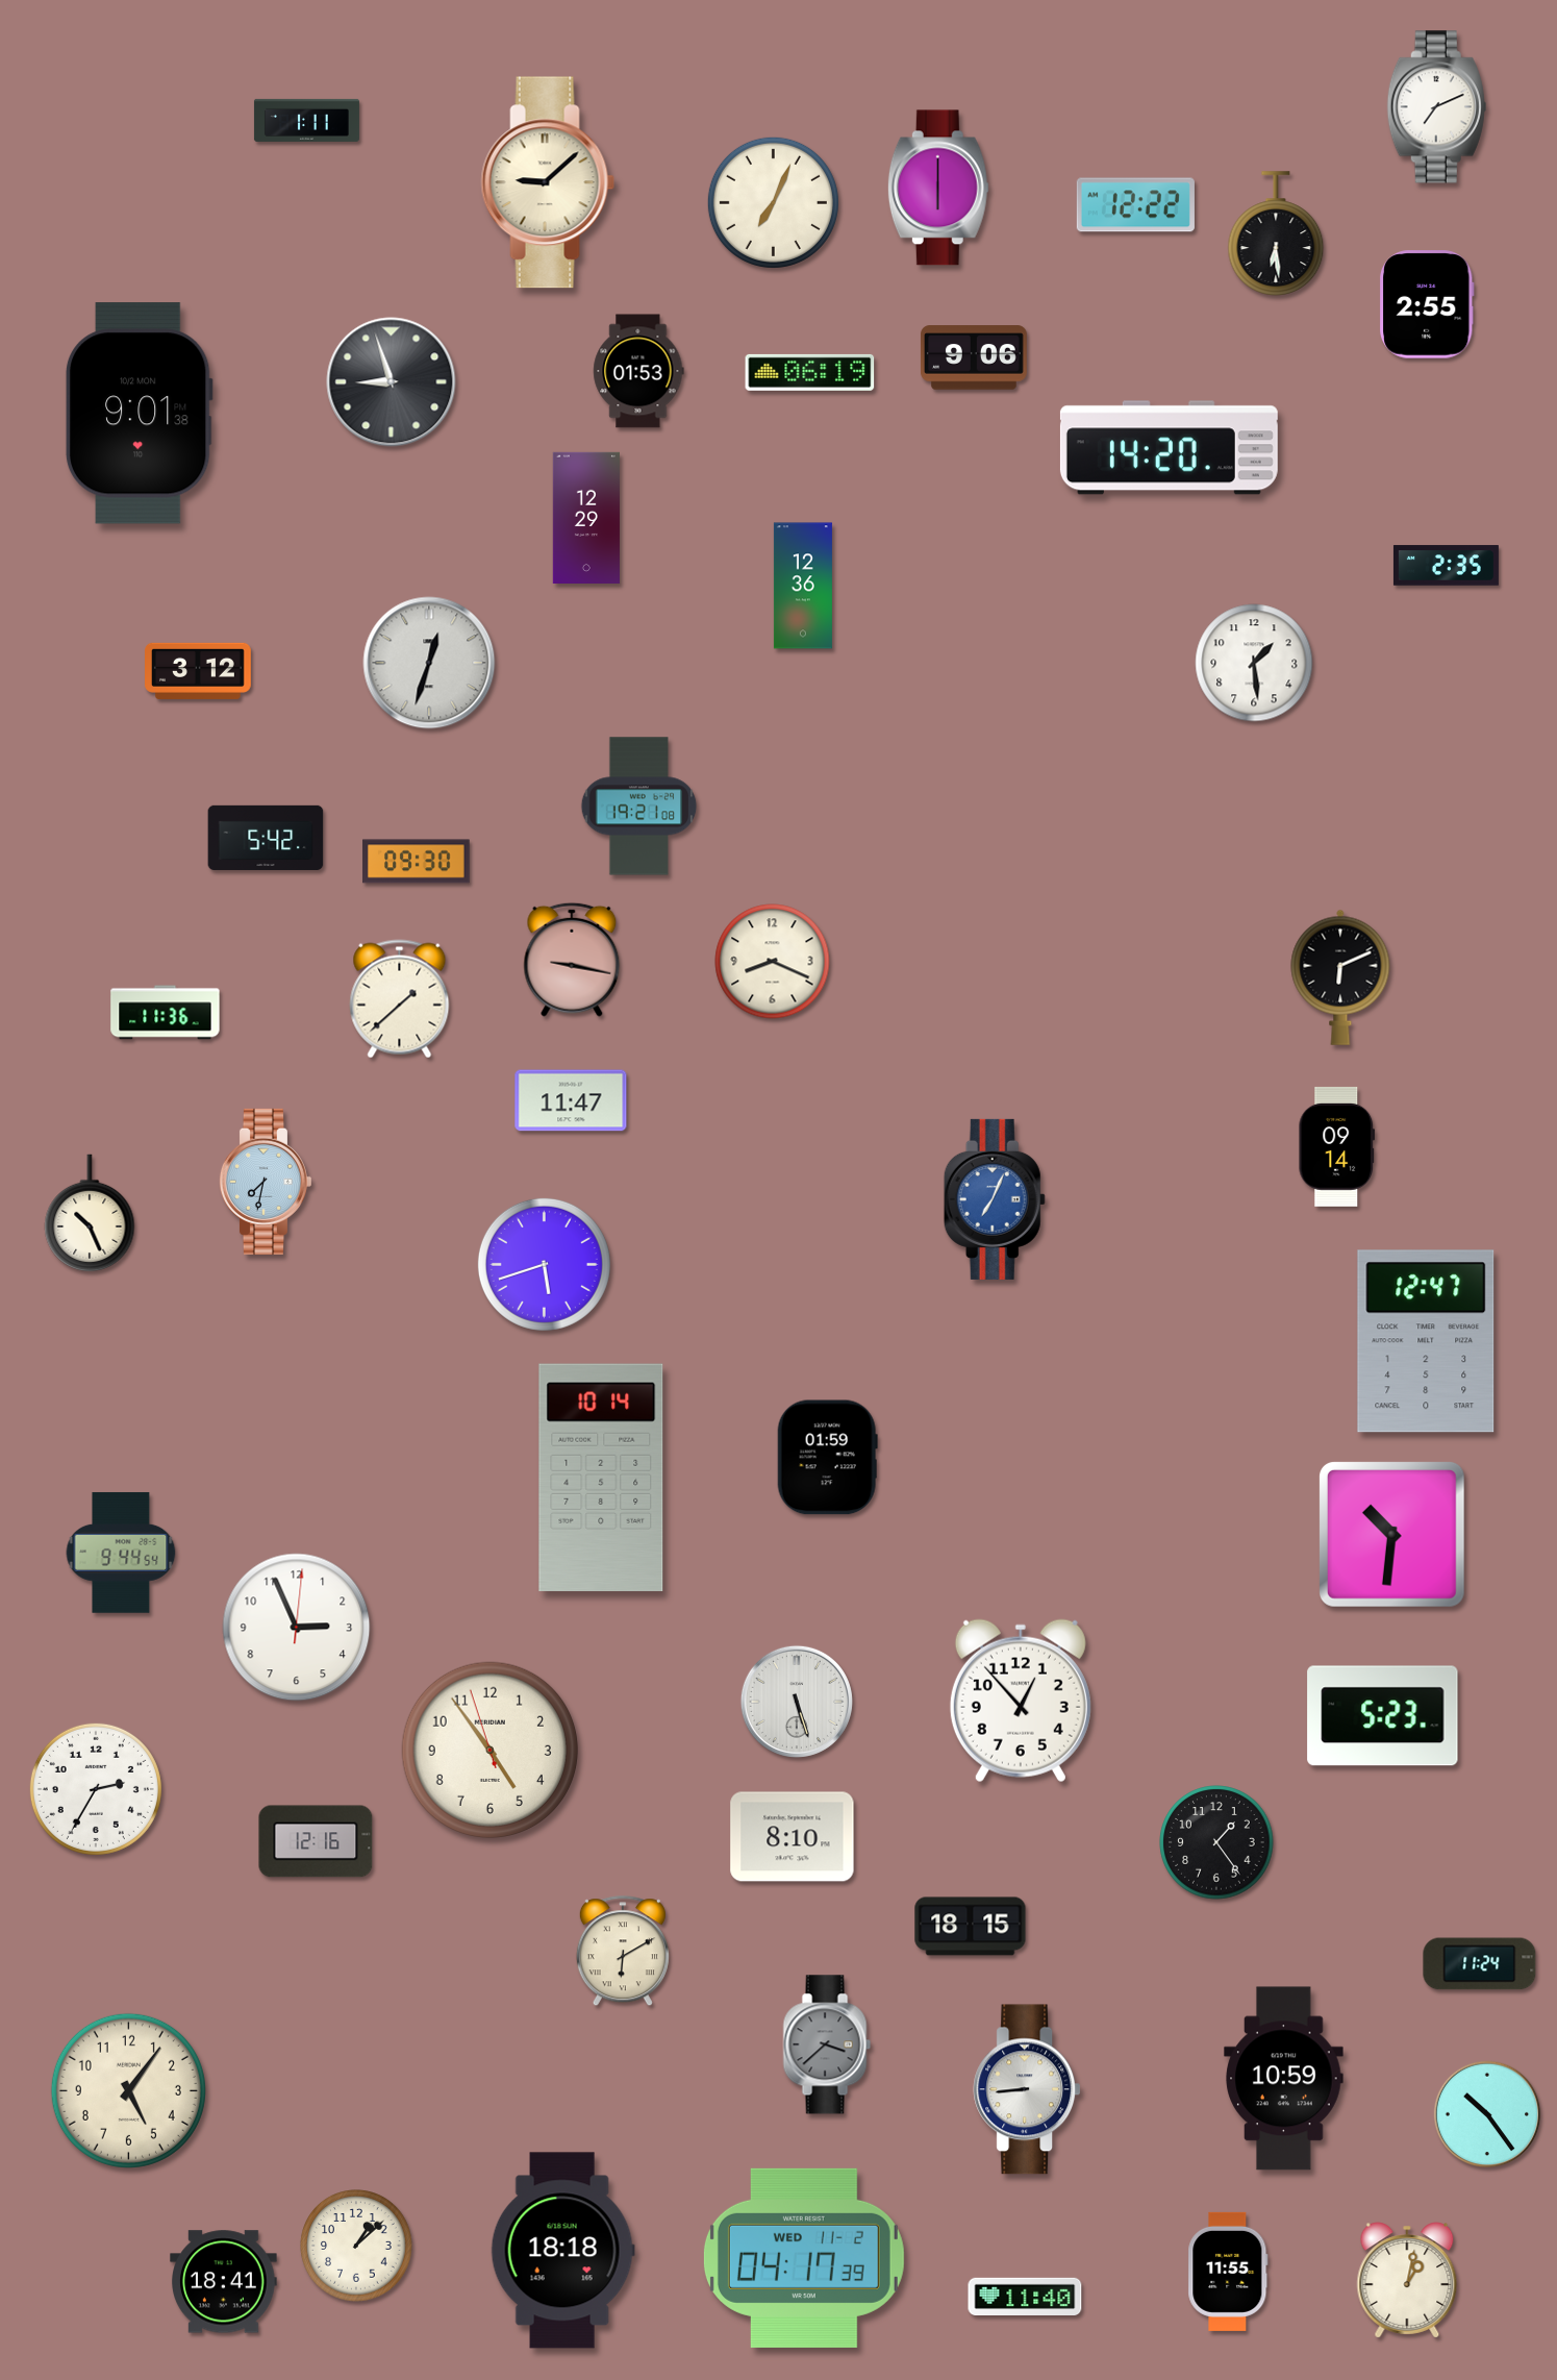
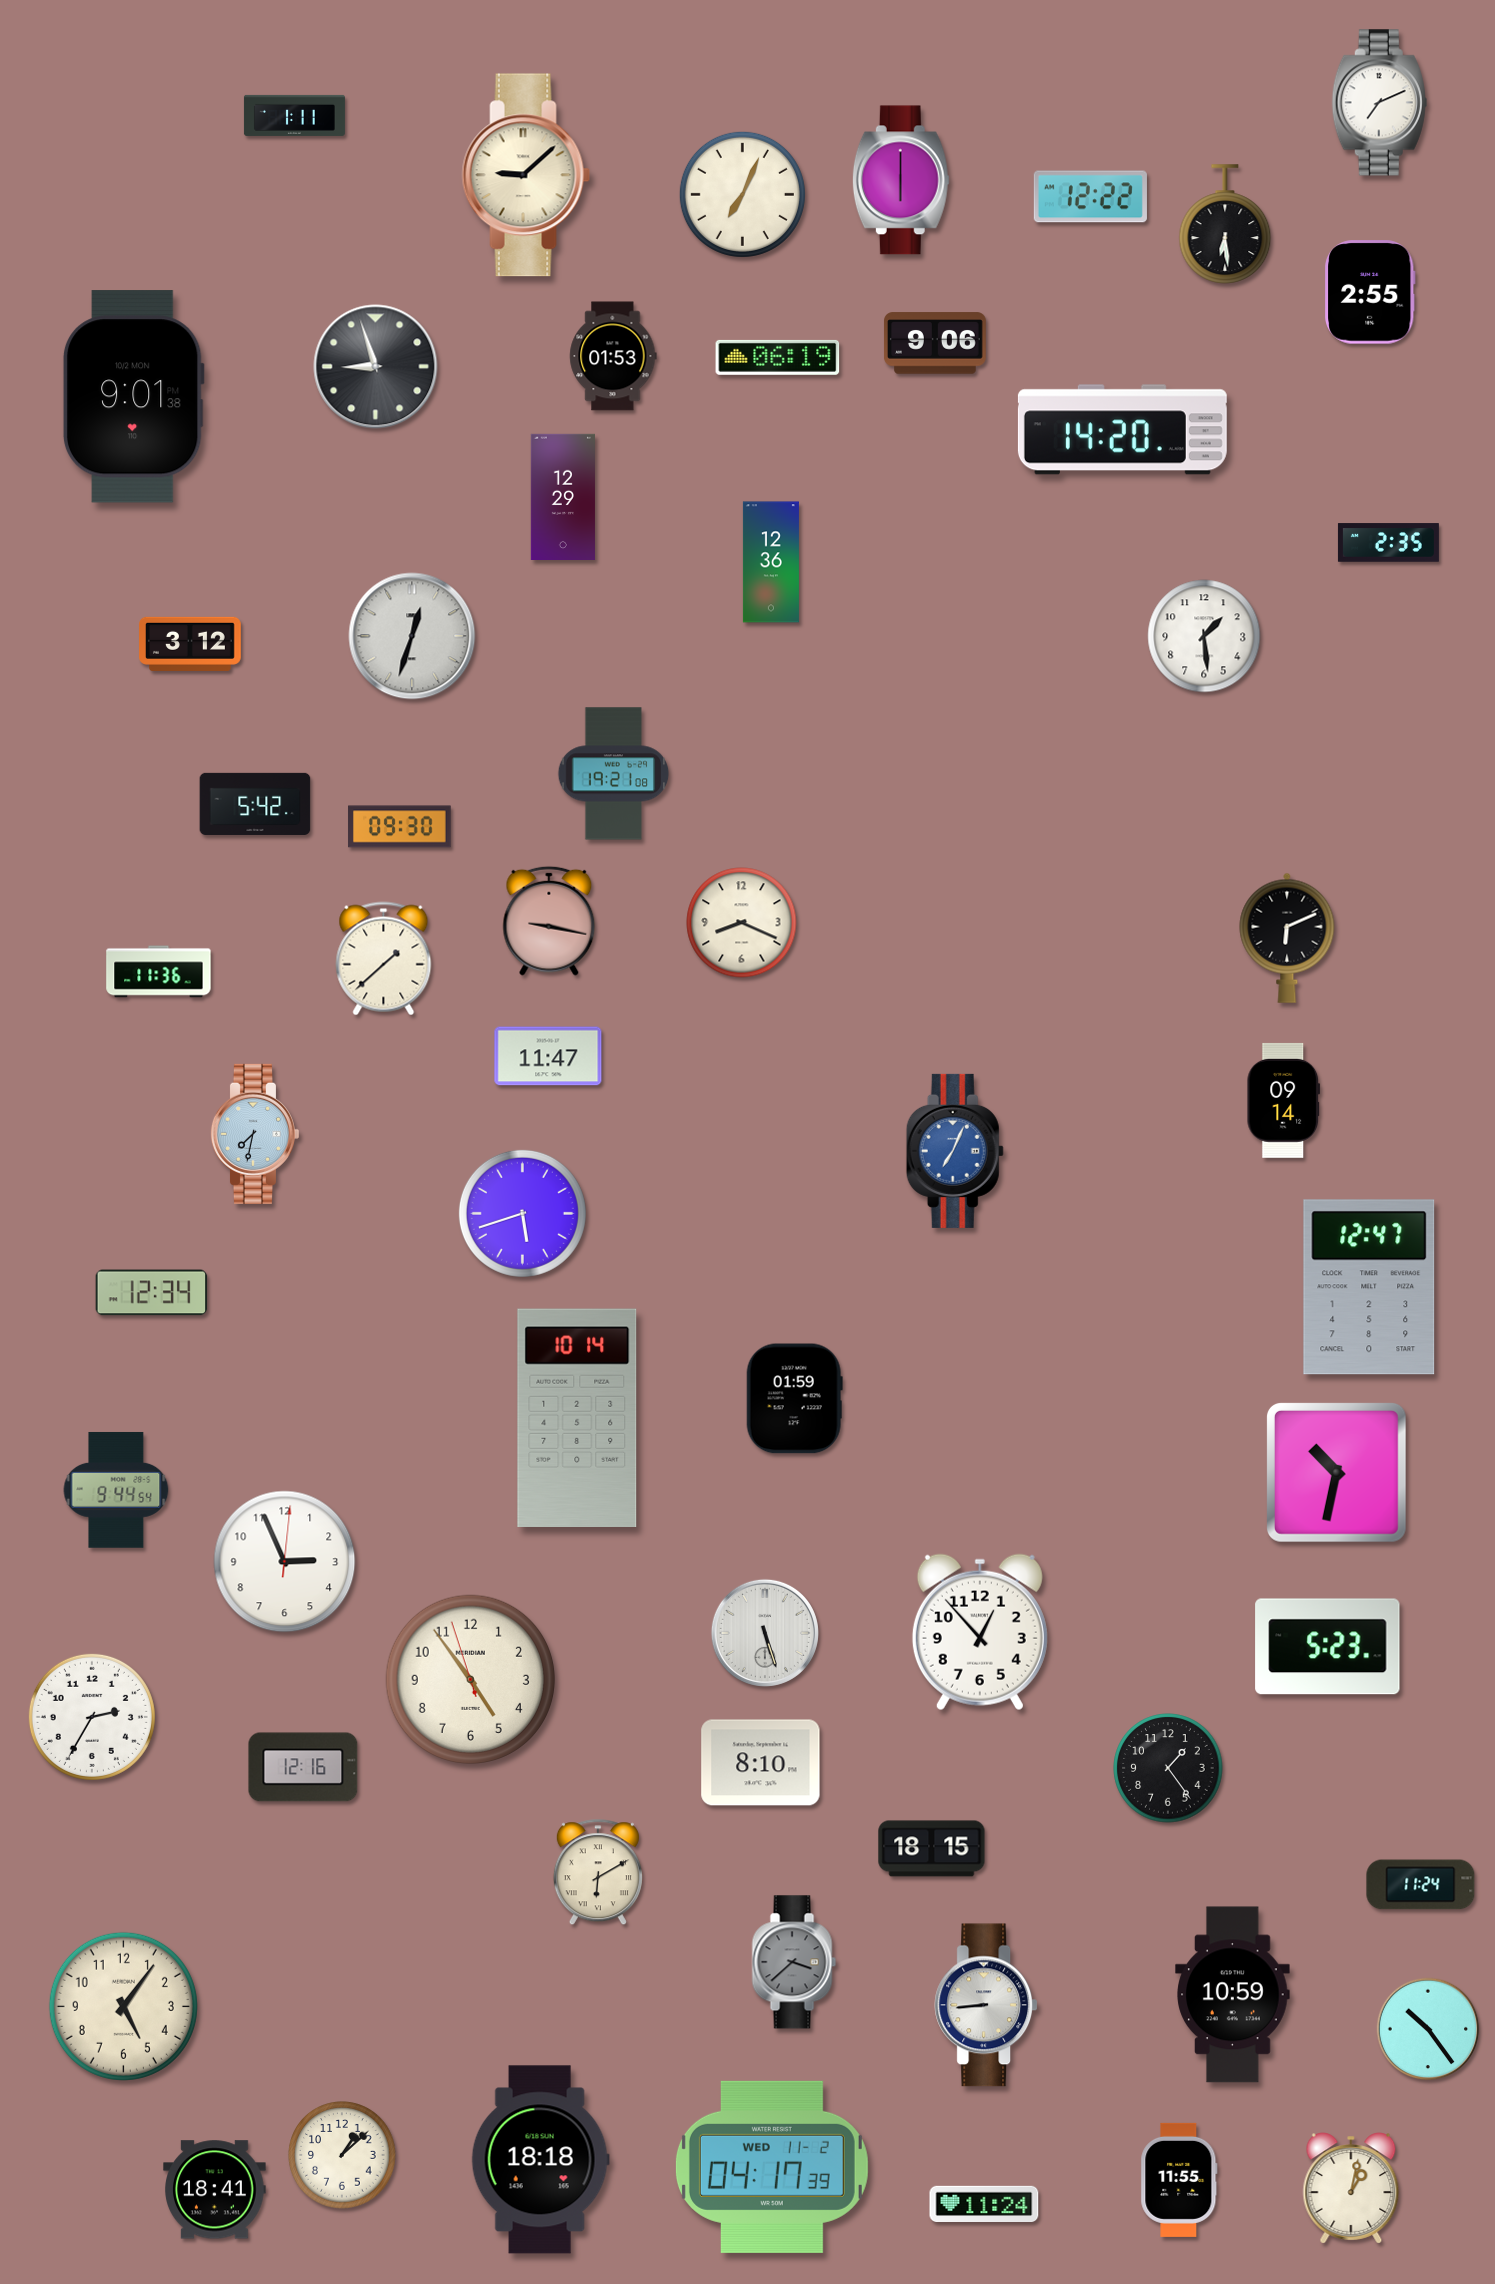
clock at (90, 1213): 10:26 -> none
clock at (152, 1293): none -> 12:34
clock at (1391, 1534): 10:31 -> 10:32
clock at (1025, 2296): 11:40 -> 11:24
